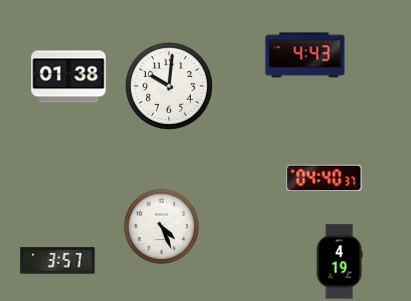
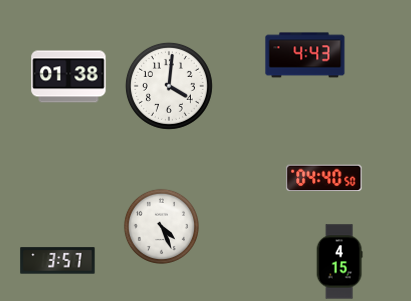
clock at (169, 86): 10:01 -> 4:01
clock at (324, 178): 04:40:37 -> 04:40:50
clock at (339, 262): 4:19 -> 4:15
